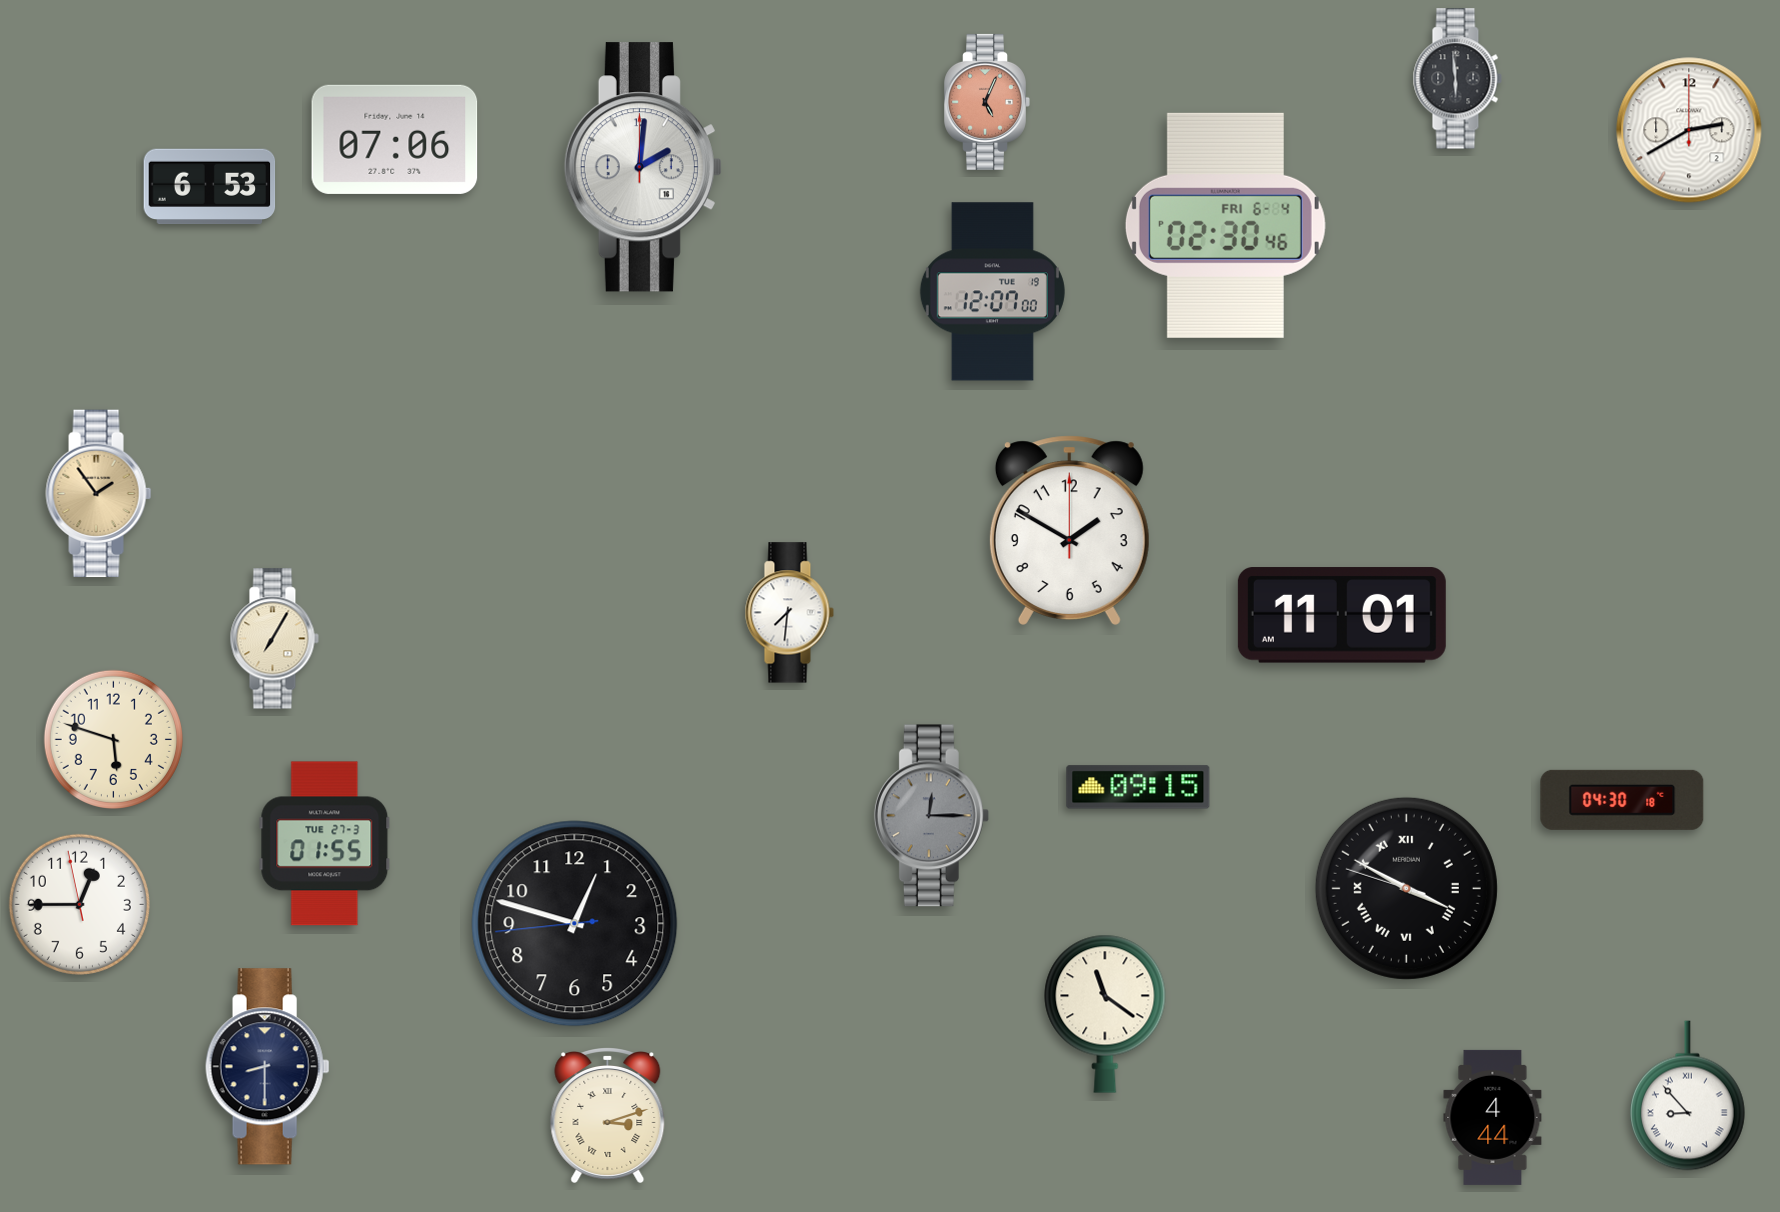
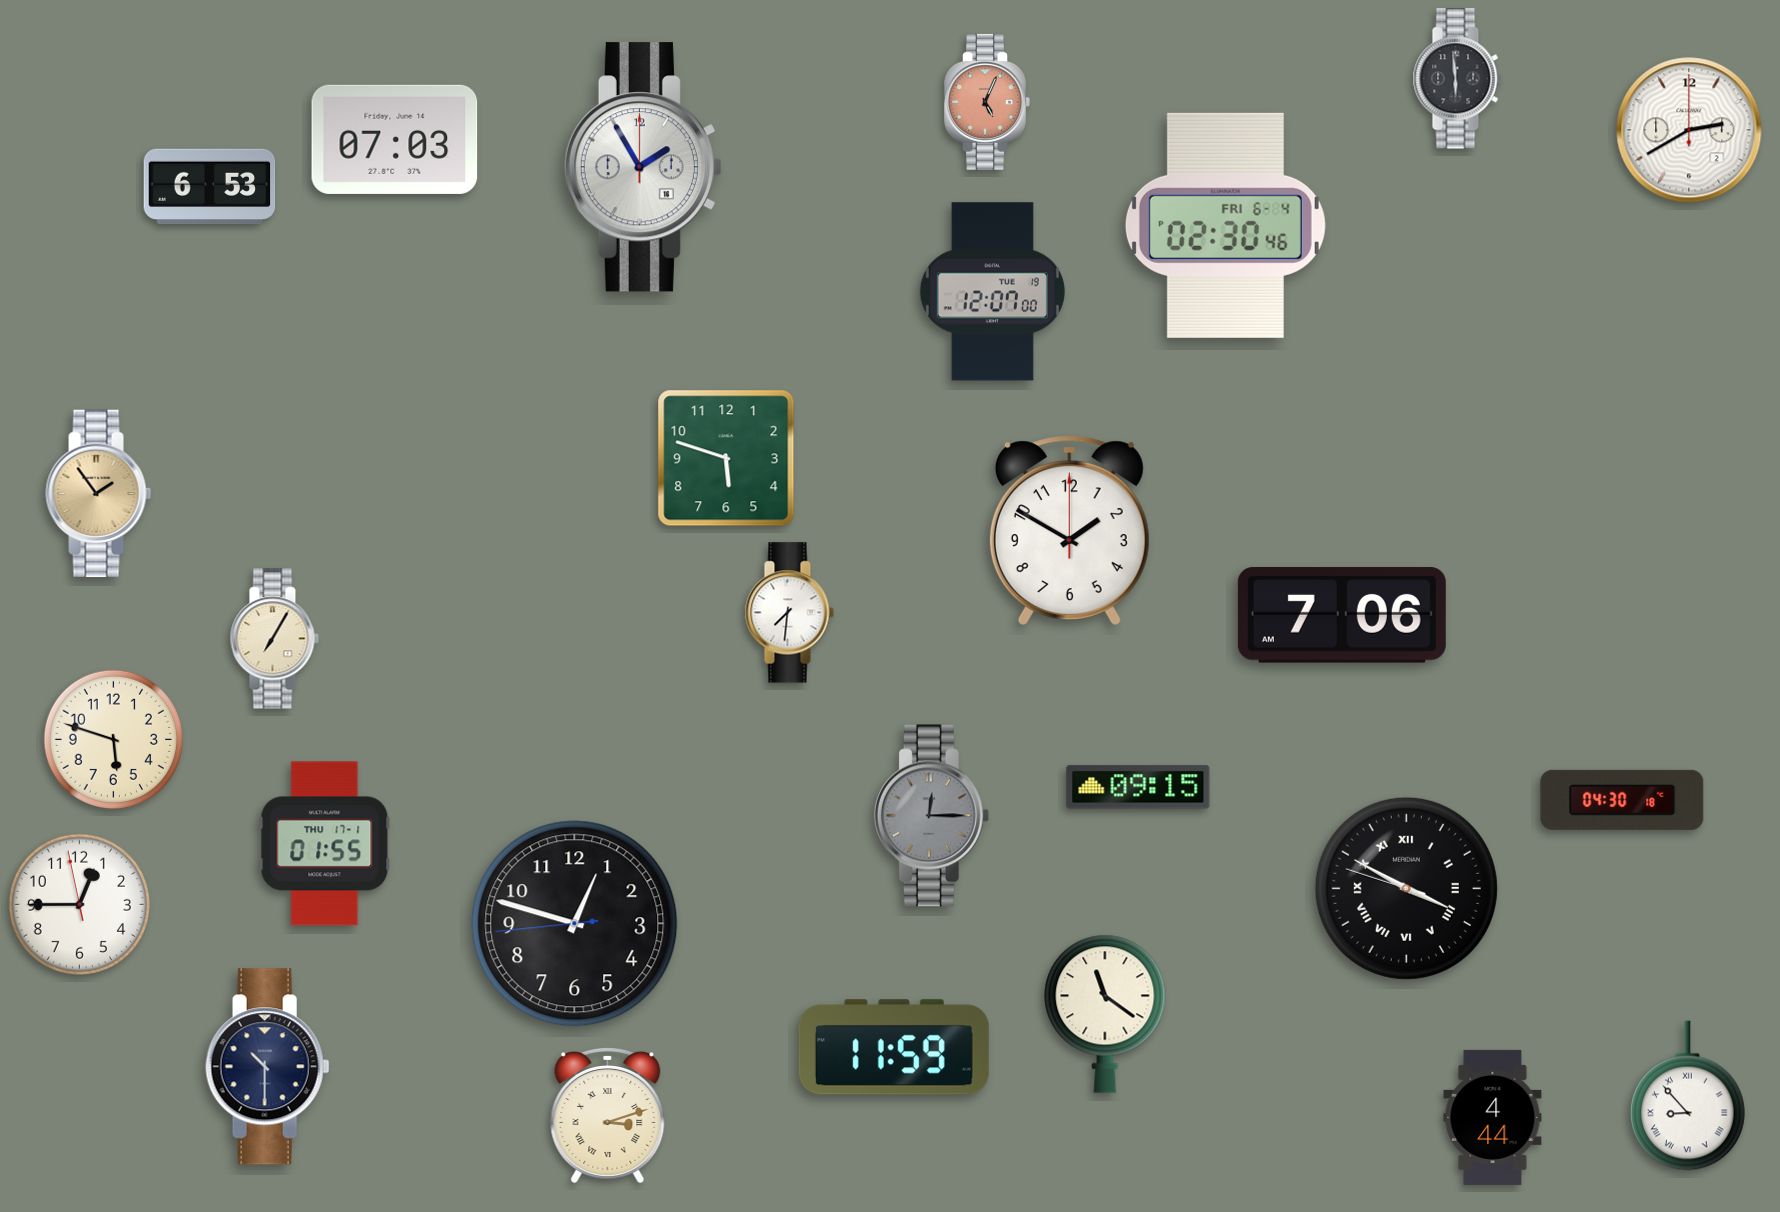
clock at (395, 139): 07:06 -> 07:03
clock at (643, 167): 2:01 -> 1:55
clock at (726, 458): none -> 5:48
clock at (1342, 615): 11:01 -> 7:06
clock at (325, 844) date: TUE 27-3 -> THU 17-1
clock at (894, 1047): none -> 11:59
clock at (268, 1067): 8:30 -> 10:30
